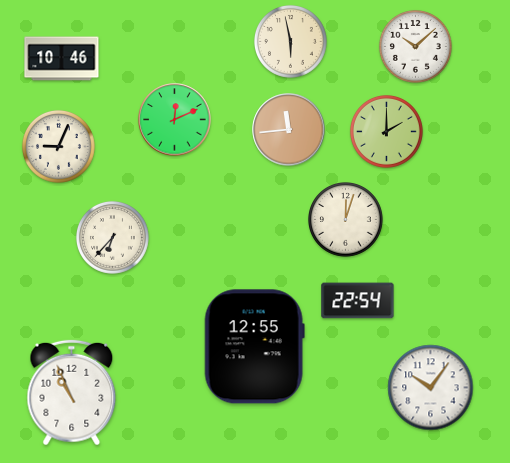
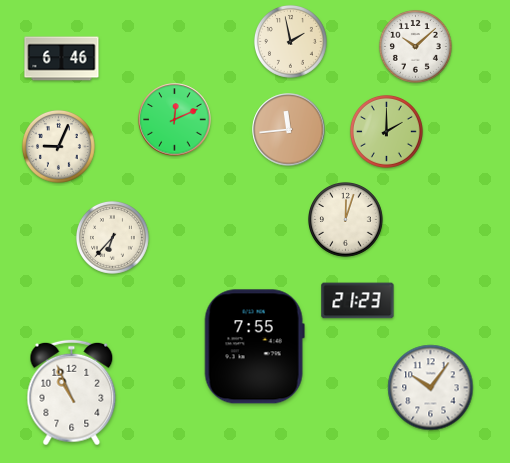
clock at (290, 41): 5:58 -> 1:58
clock at (62, 59): 10:46 -> 6:46
clock at (358, 301): 22:54 -> 21:23
clock at (254, 347): 12:55 -> 7:55
